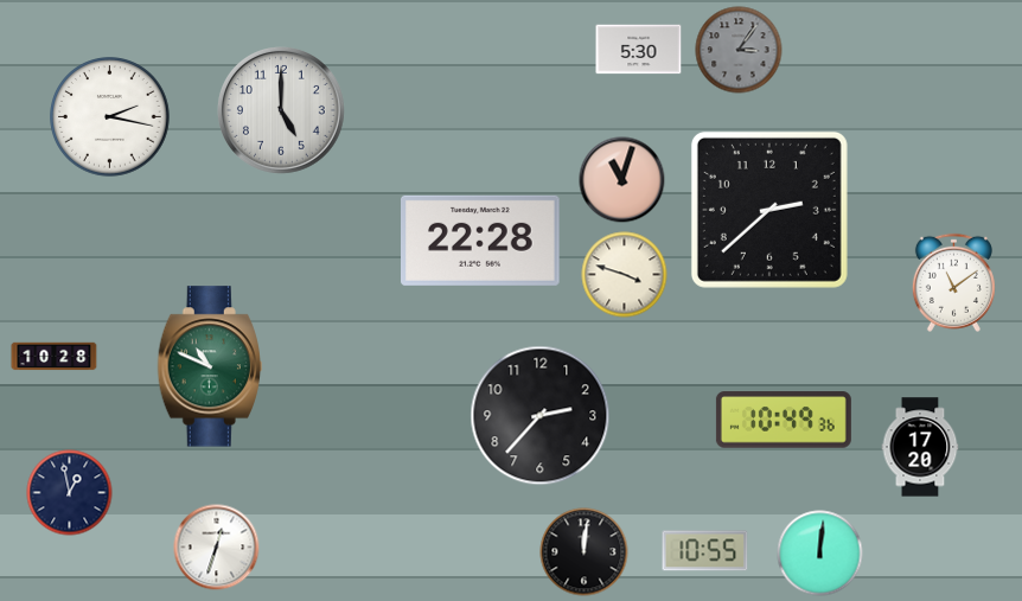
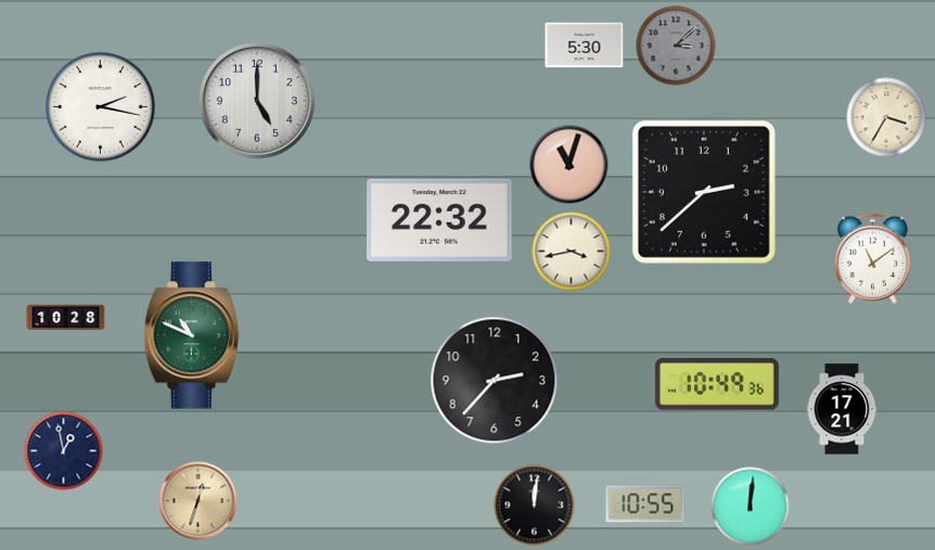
clock at (739, 50): 3:06 -> 3:08
clock at (886, 117): none -> 3:35
clock at (481, 241): 22:28 -> 22:32
clock at (625, 275): 3:48 -> 3:43
clock at (55, 357) position: (55, 357) -> (66, 318)
clock at (920, 447): 17:20 -> 17:21
clock at (217, 548) dial: white -> champagne
